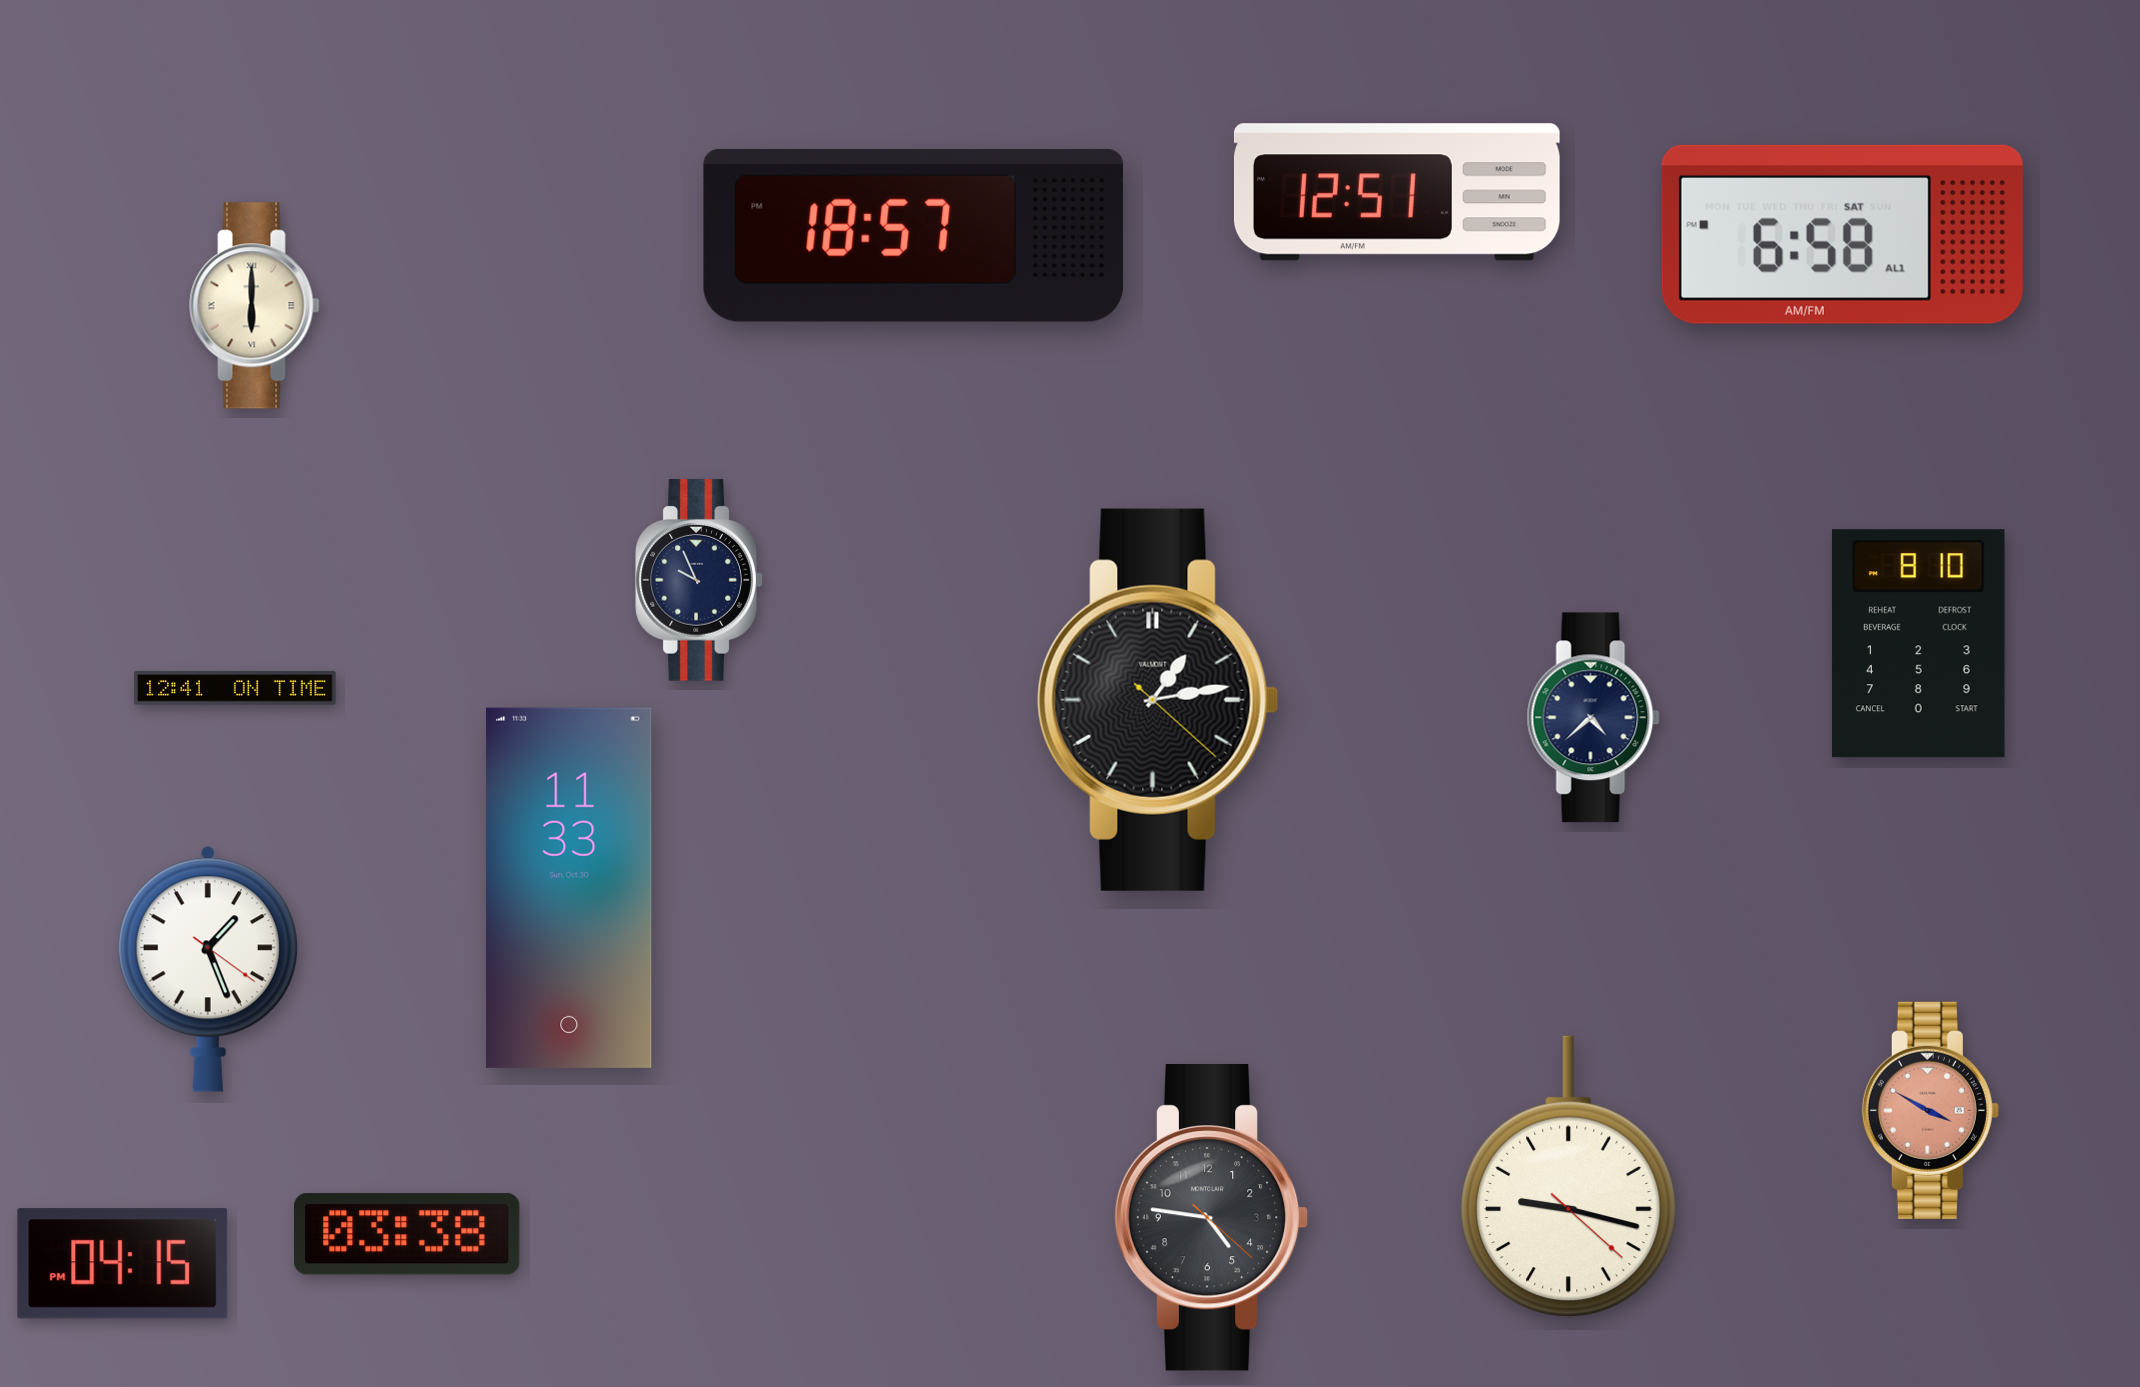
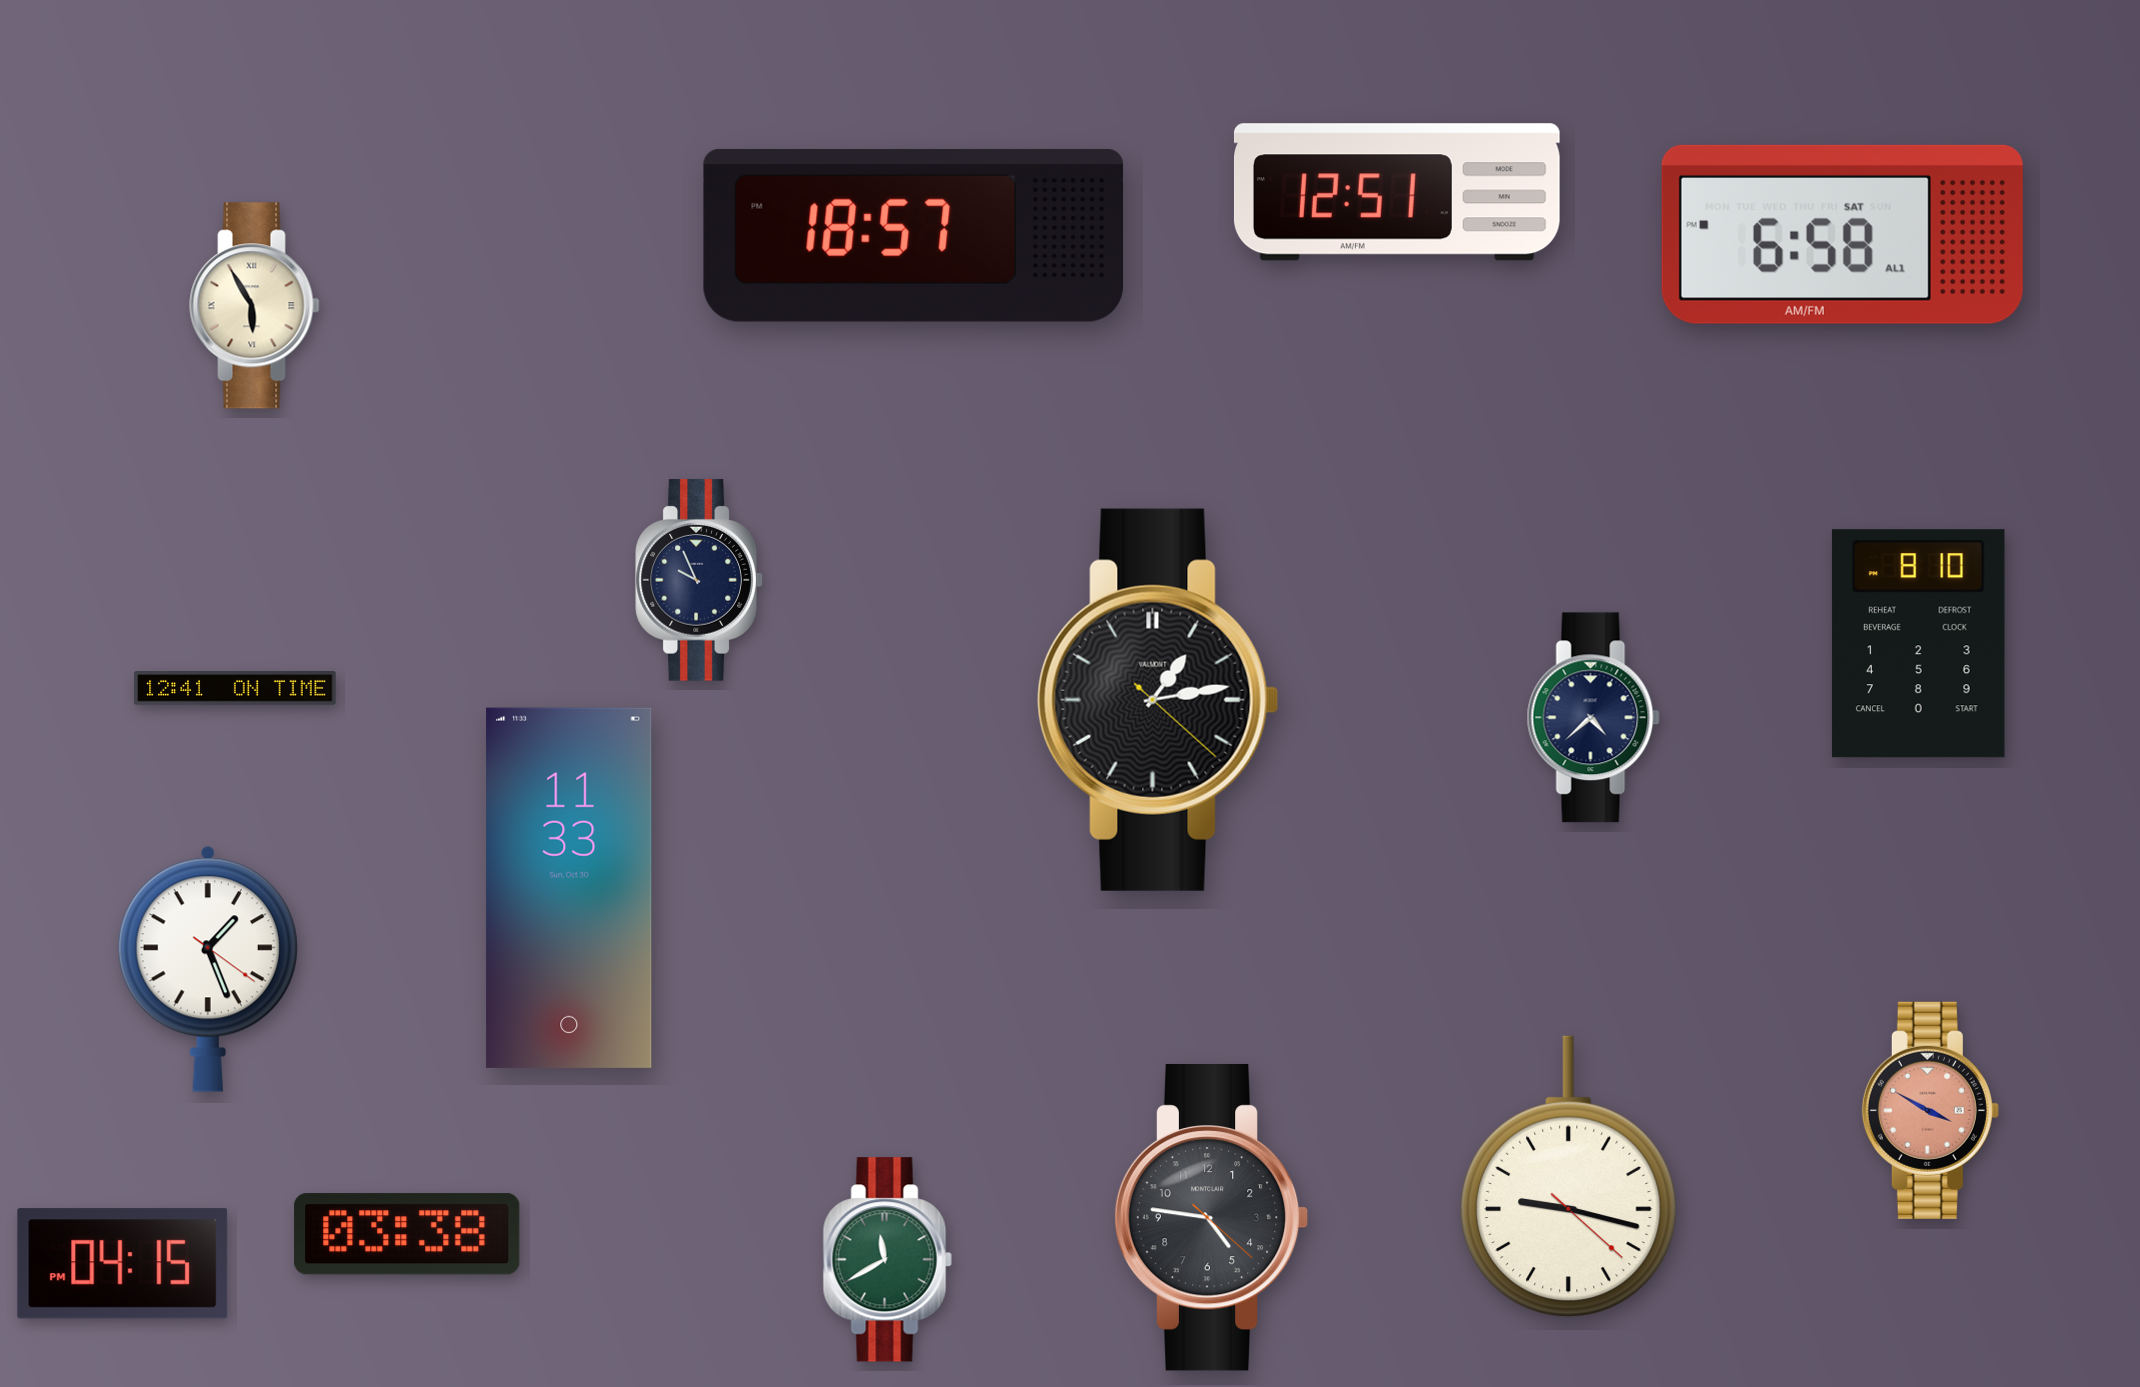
clock at (255, 306): 6:00 -> 5:55
clock at (887, 1260): none -> 11:40
